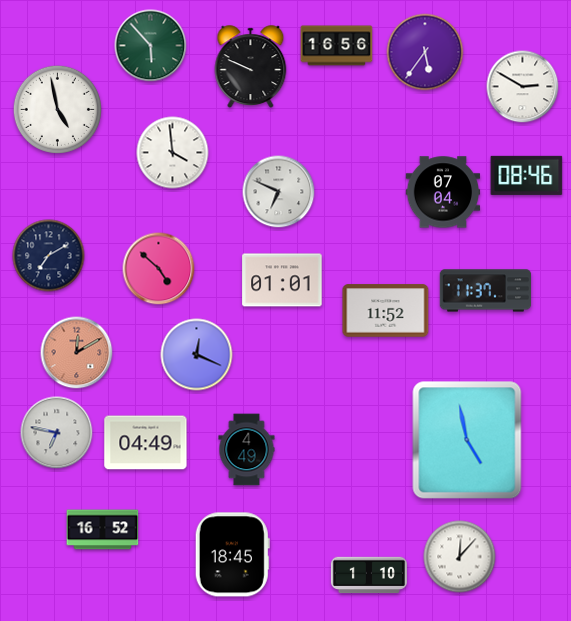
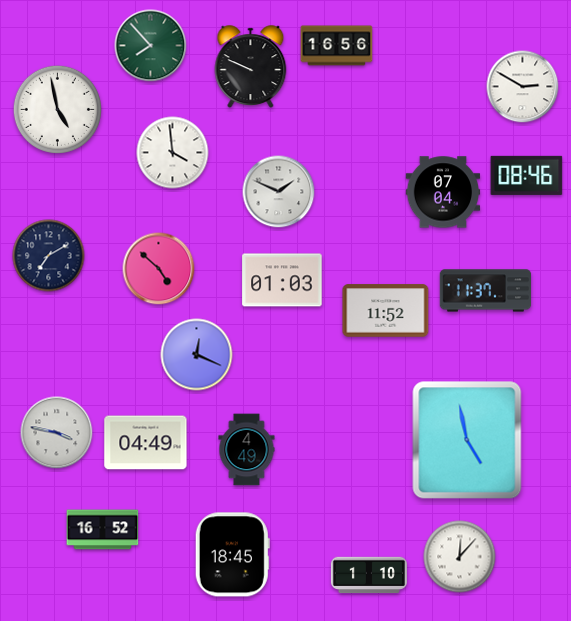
clock at (151, 46): 5:53 -> 7:53
clock at (425, 52): 5:36 -> none
clock at (279, 192): 6:49 -> 1:49
clock at (282, 280): 01:01 -> 01:03
clock at (77, 353): 12:10 -> none
clock at (57, 433): 6:47 -> 3:47
